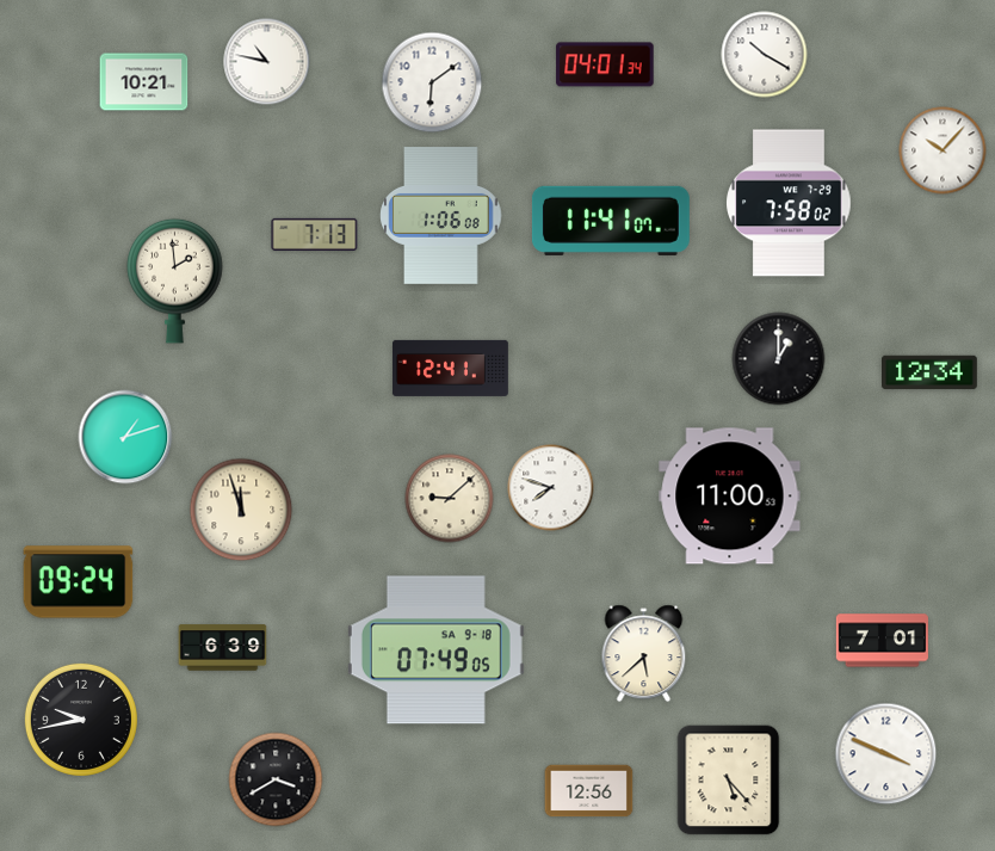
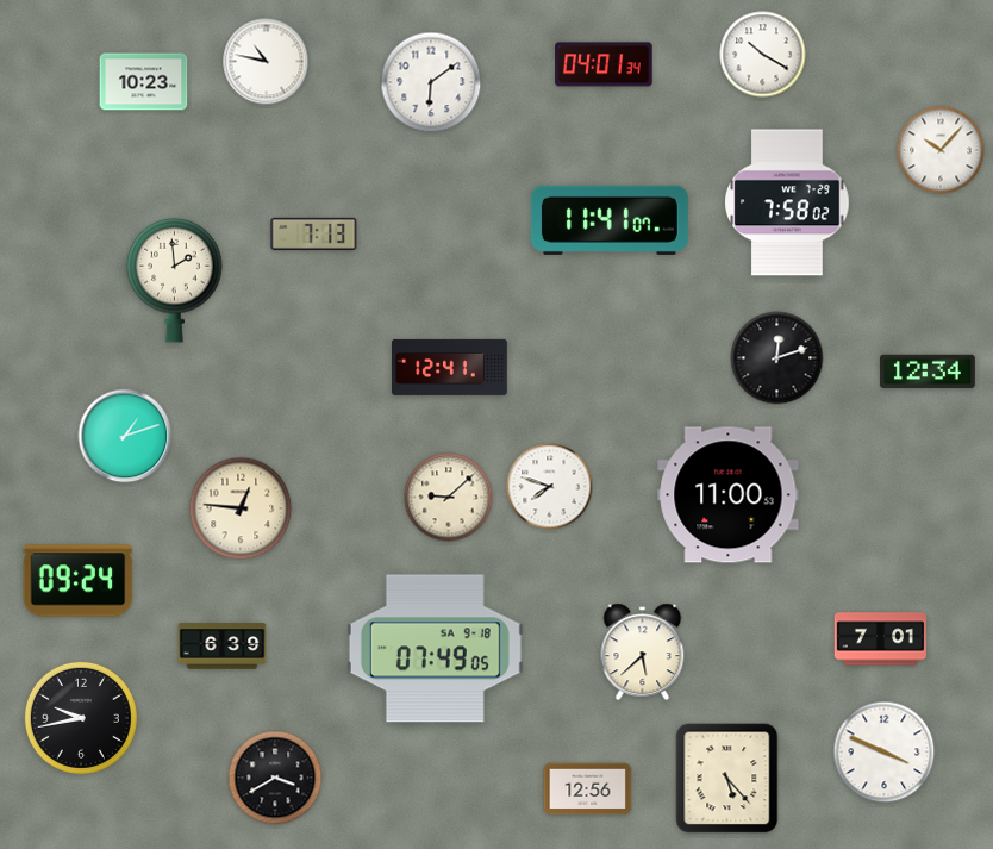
clock at (144, 82): 10:21 -> 10:23
clock at (441, 216): 1:06 -> none
clock at (779, 359): 1:00 -> 12:12
clock at (241, 510): 11:57 -> 12:46
